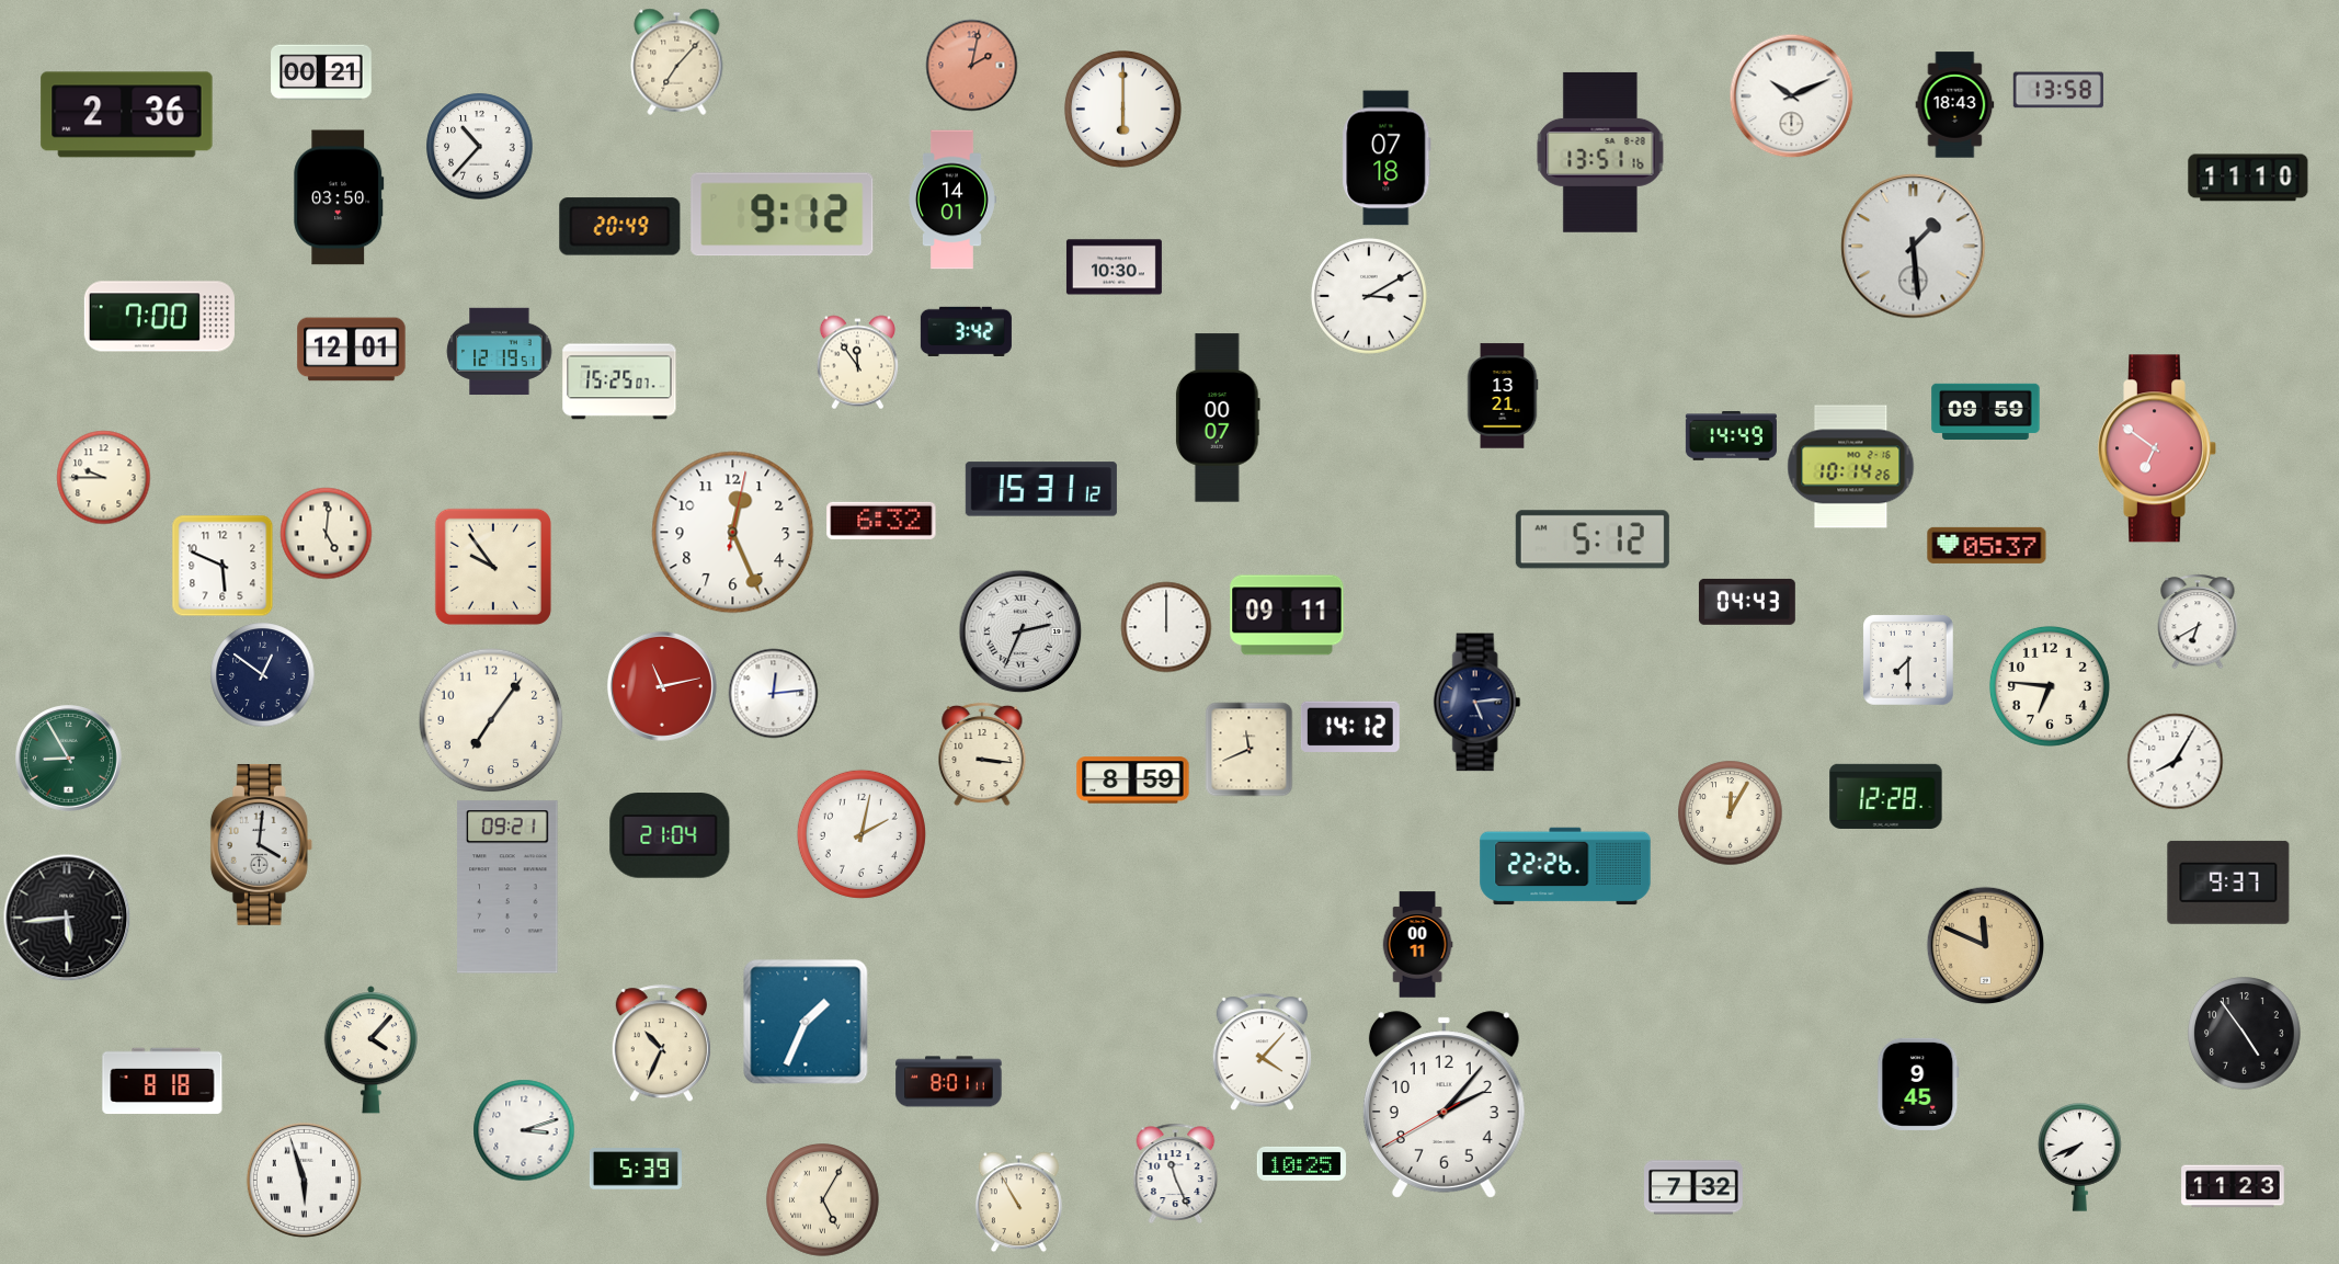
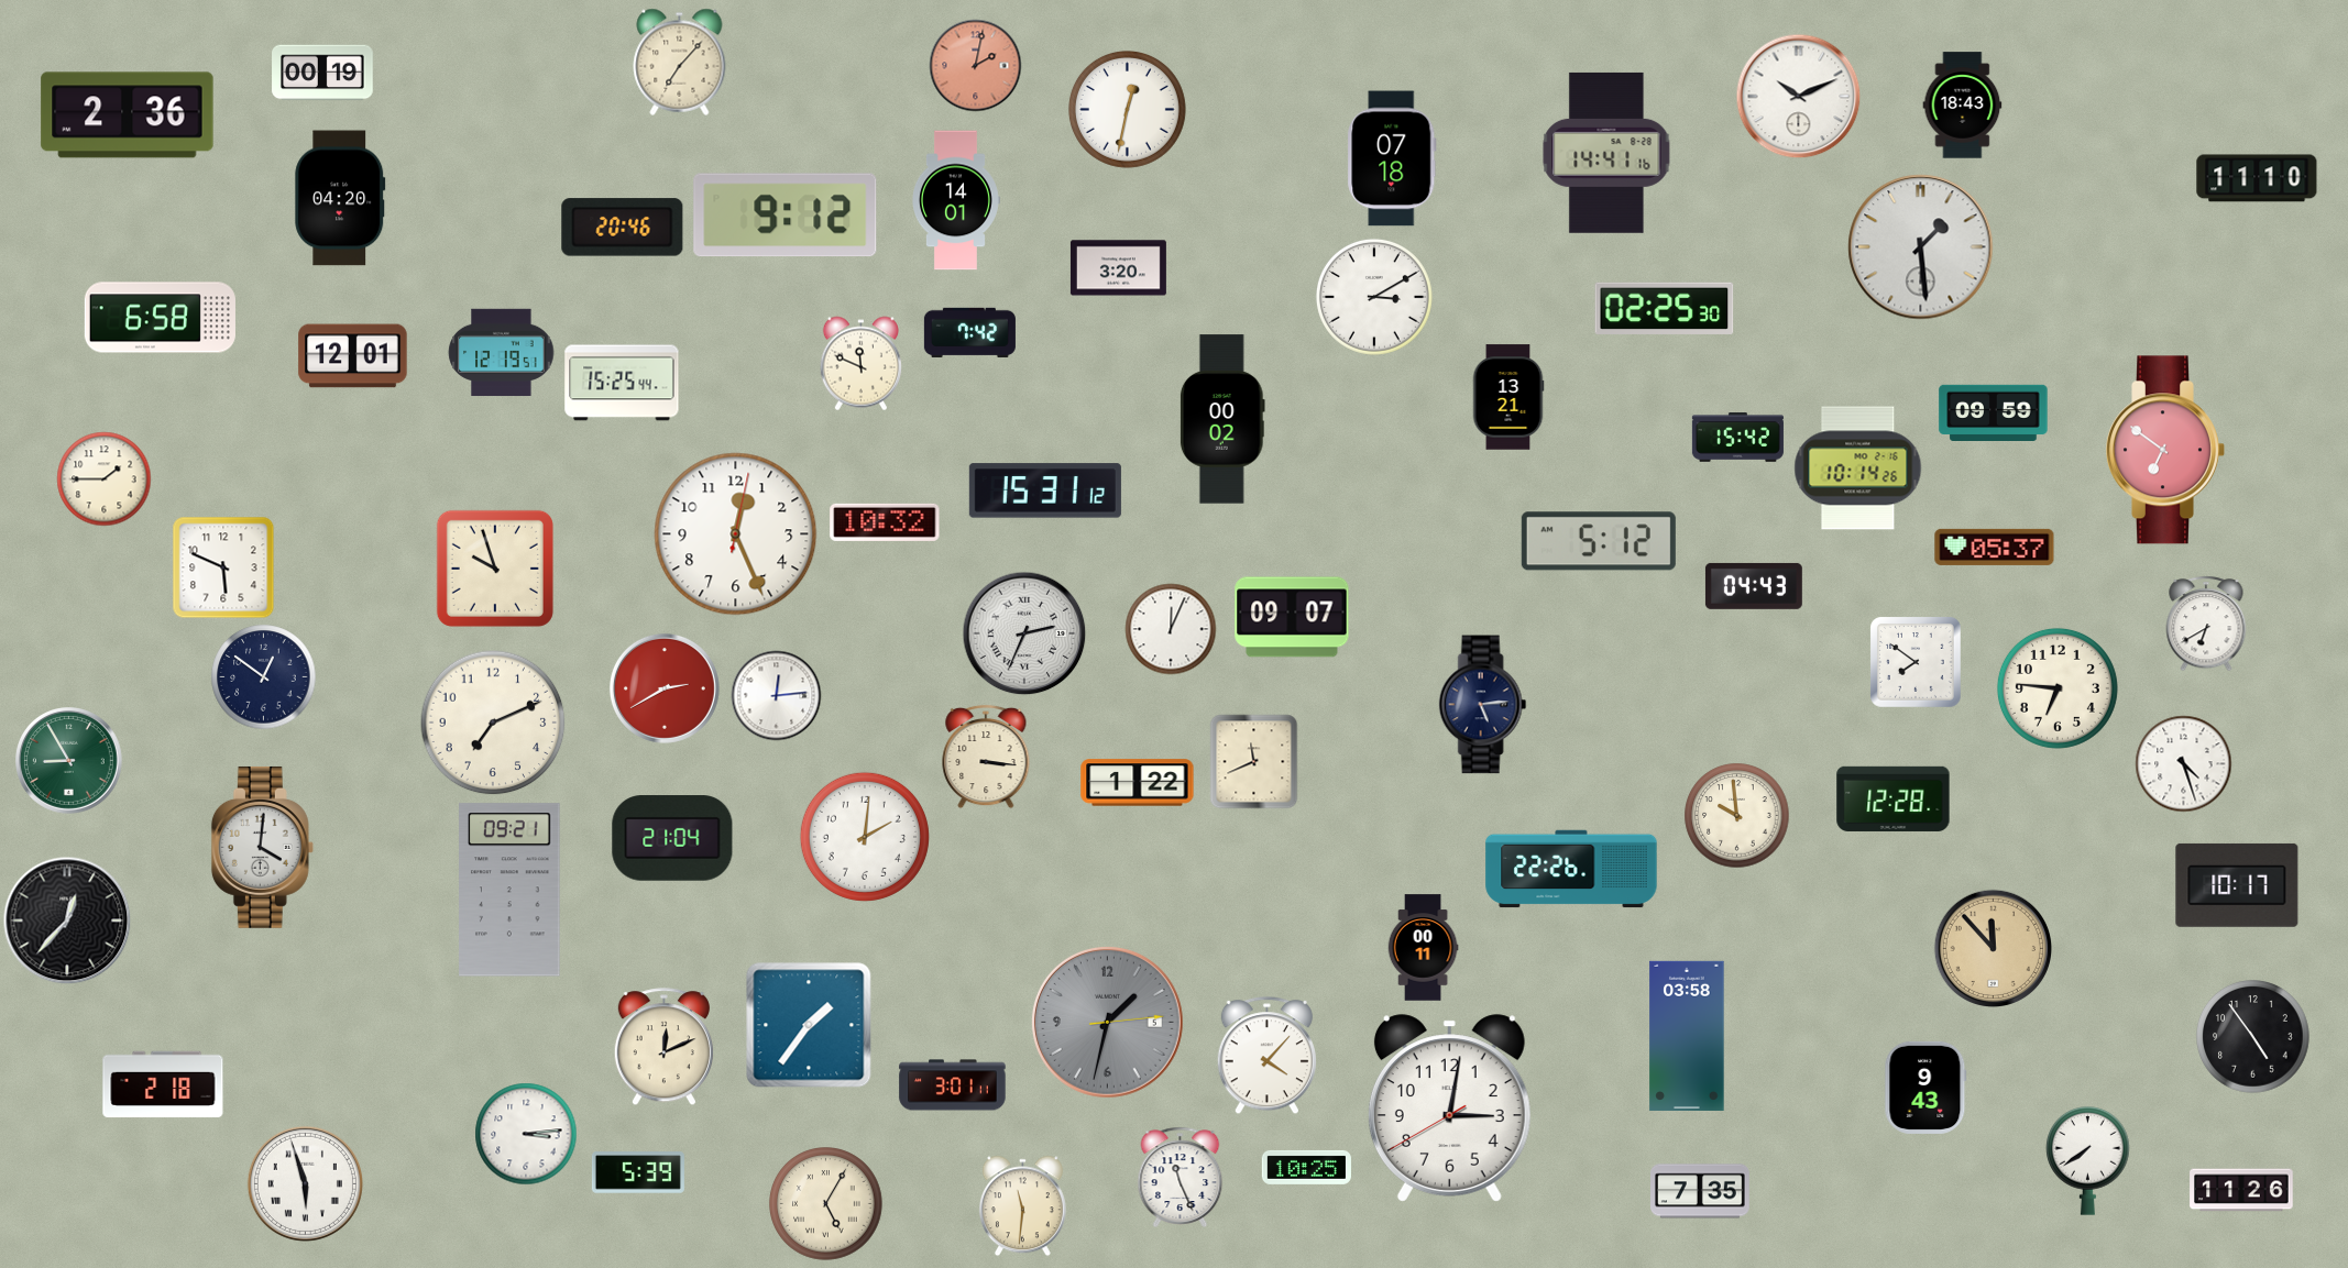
clock at (321, 72): 00:21 -> 00:19
clock at (2058, 90): 13:58 -> none
clock at (1122, 109): 6:00 -> 12:32
clock at (480, 147): 10:37 -> none
clock at (1600, 152): 13:51 -> 14:41
clock at (339, 197): 03:50 -> 04:20
clock at (620, 227): 20:49 -> 20:46
clock at (1114, 267): 10:30 -> 3:20
clock at (1665, 308): none -> 02:25
clock at (159, 317): 7:00 -> 6:58
clock at (966, 331): 3:42 -> 7:42
clock at (352, 350) position: (352, 350) -> (353, 356)
clock at (857, 362): 11:54 -> 11:49
clock at (619, 382): 15:25:07 -> 15:25:44
clock at (1218, 418): 00:07 -> 00:02
clock at (1731, 436): 14:49 -> 15:42
clock at (103, 477): 9:45 -> 1:45
clock at (881, 521): 6:32 -> 10:32
clock at (326, 533): 5:01 -> none
clock at (493, 567): 9:54 -> 9:57
clock at (1747, 602) position: (1747, 602) -> (1754, 586)
clock at (1287, 615): 09:11 -> 09:07
clock at (1166, 627): 12:00 -> 12:04
clock at (1908, 660): 7:30 -> 7:51
clock at (662, 686): 11:13 -> 2:40
clock at (491, 720): 7:06 -> 7:11
clock at (1350, 727): 14:12 -> none
clock at (1250, 749) position: (1250, 749) -> (1254, 761)
clock at (2175, 761): 8:05 -> 4:27
clock at (1133, 781): 8:59 -> 1:22
clock at (1730, 812): 12:05 -> 9:59
clock at (862, 834): 2:02 -> 2:01
clock at (2228, 882): 9:37 -> 10:17
clock at (67, 918): 5:44 -> 12:37
clock at (1985, 945): 11:49 -> 11:53
clock at (1107, 1022): none -> 1:32
clock at (806, 1022): 1:34 -> 1:36
clock at (1687, 1036): none -> 03:58
clock at (661, 1044): 10:34 -> 12:11
clock at (370, 1050): 4:07 -> none
clock at (162, 1081): 8:18 -> 2:18
clock at (949, 1082): 8:01 -> 3:01
clock at (1918, 1084): 9:45 -> 9:43
clock at (1444, 1105): 2:06 -> 3:01
clock at (524, 1130): 3:12 -> 3:14
clock at (2080, 1158): 7:41 -> 7:39
clock at (2233, 1186): 11:23 -> 11:26
clock at (1695, 1187): 7:32 -> 7:35
clock at (1018, 1202): 10:55 -> 11:31
